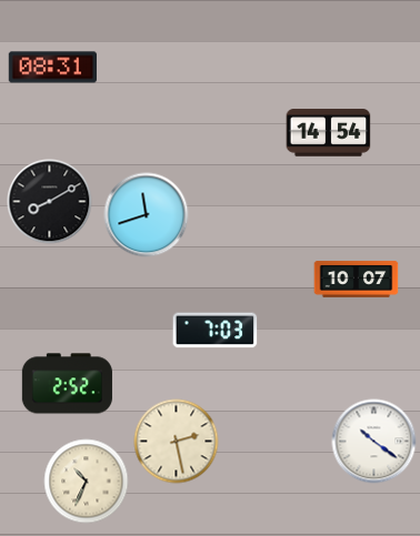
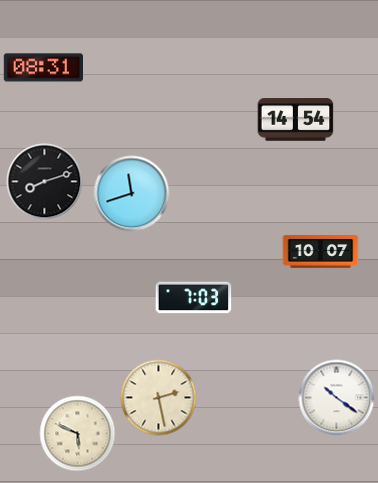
clock at (52, 68) position: (52, 68) -> (43, 68)
clock at (50, 202): 8:10 -> 8:12
clock at (67, 384): 2:52 -> none
clock at (87, 482): 10:34 -> 5:49
